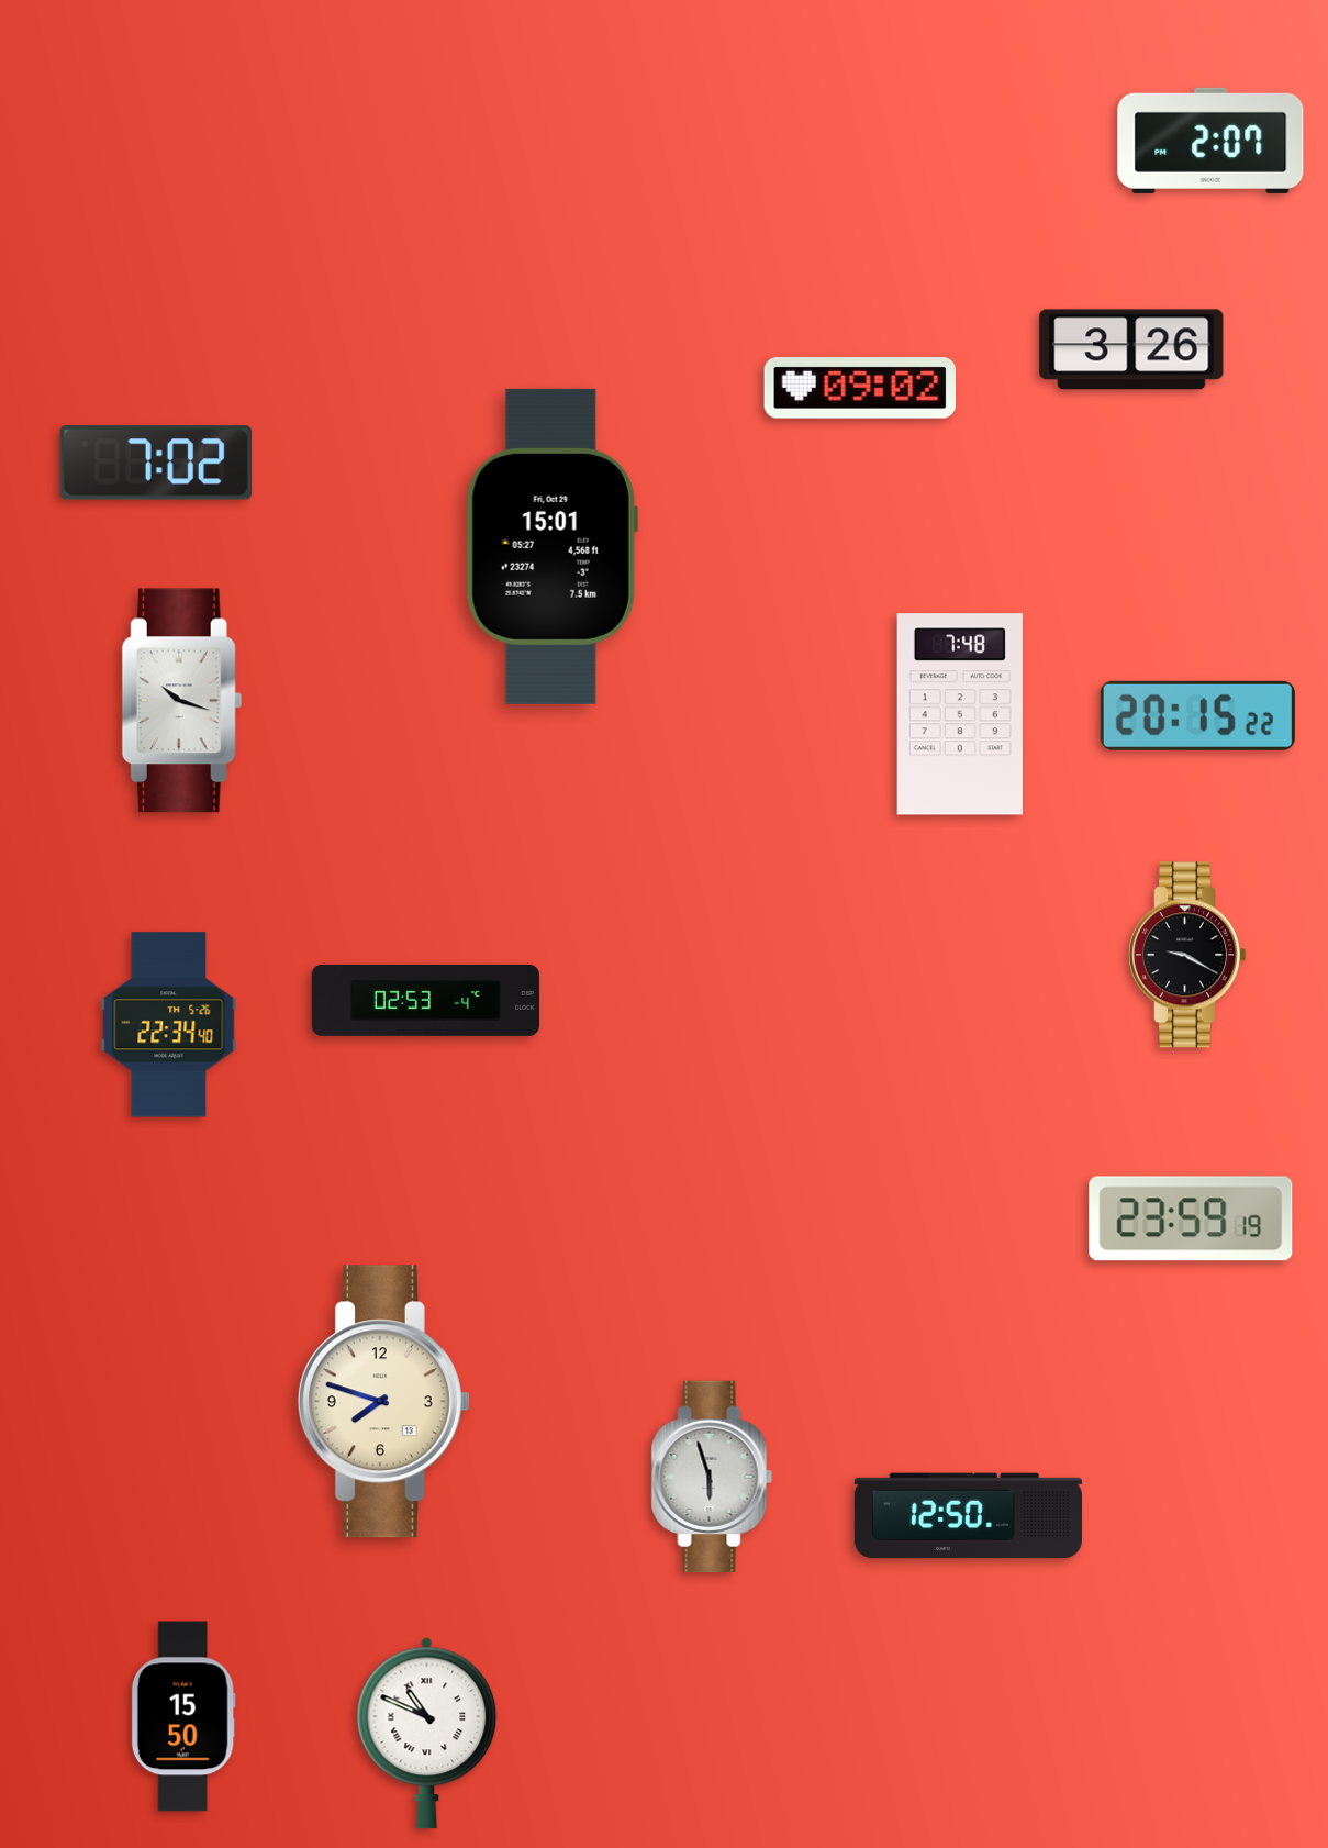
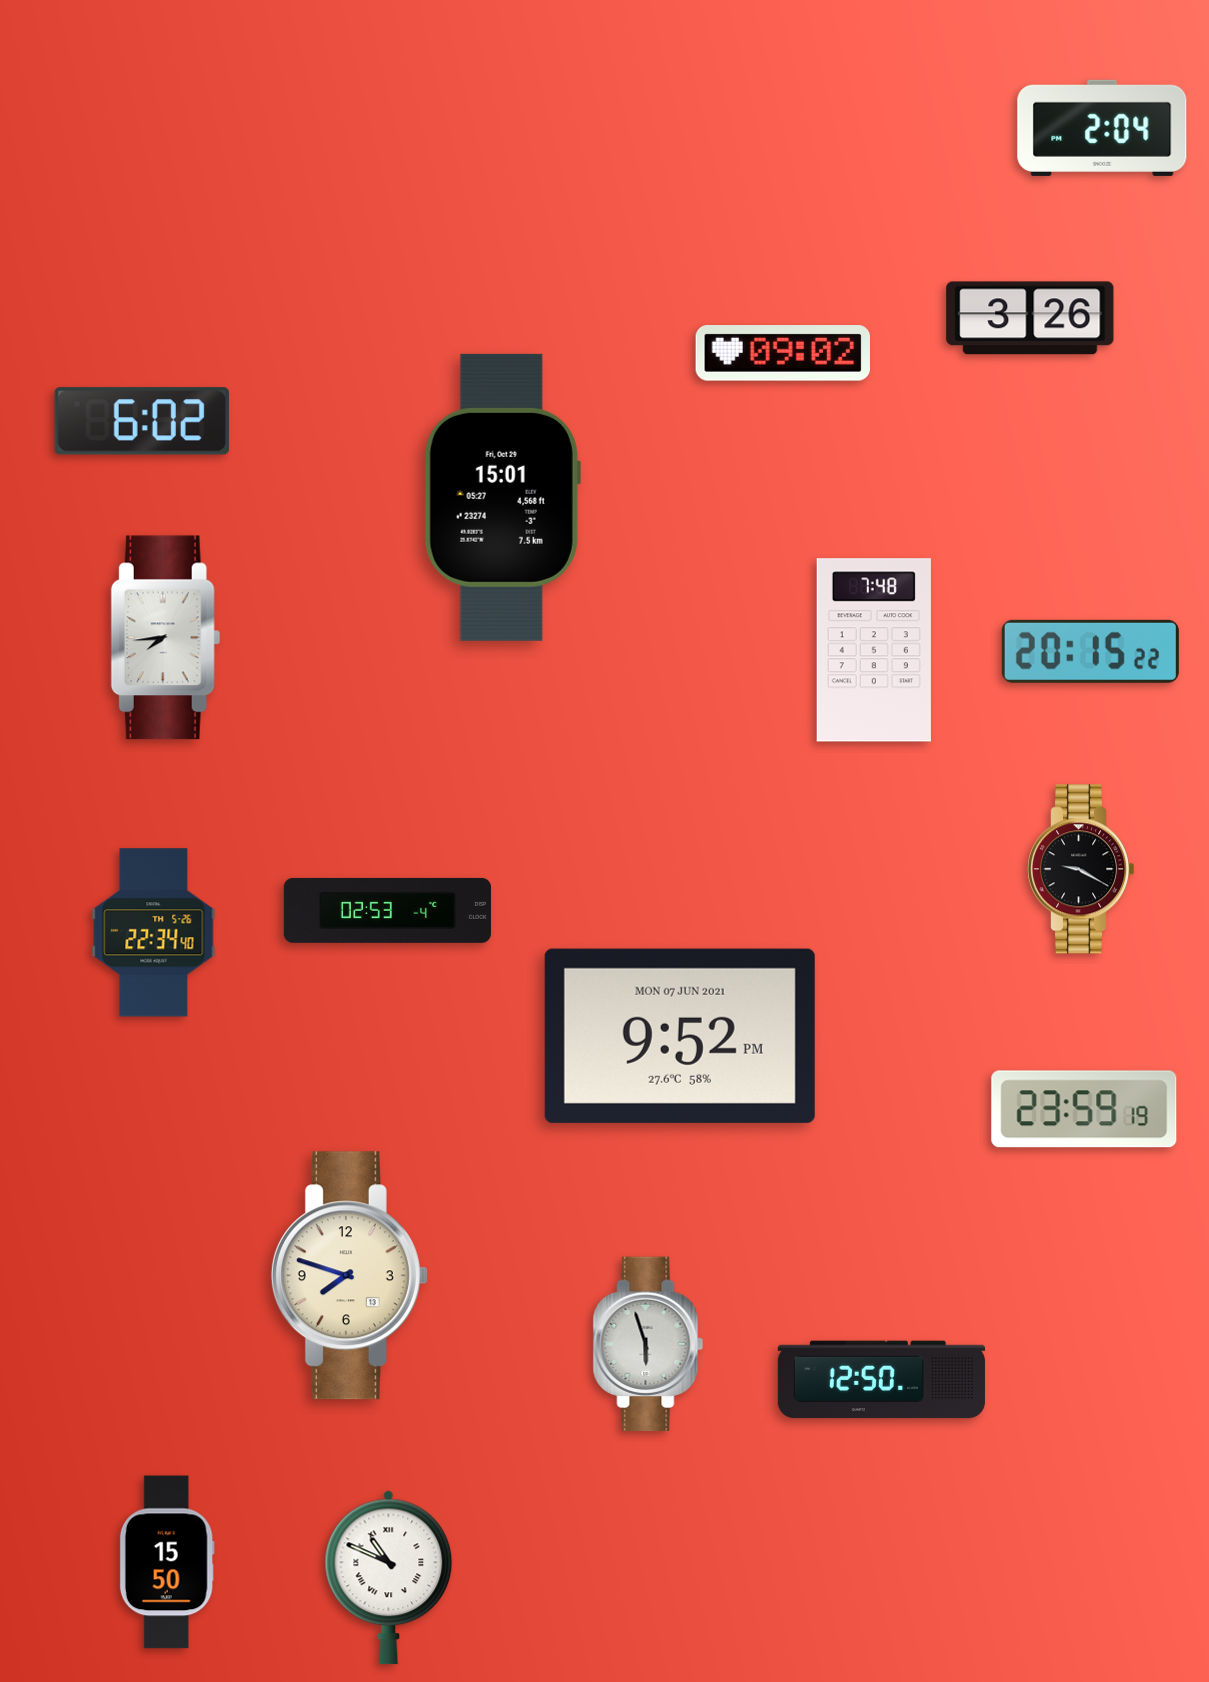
clock at (1210, 141): 2:07 -> 2:04
clock at (155, 463): 7:02 -> 6:02
clock at (181, 701): 10:18 -> 7:44
clock at (680, 1036): none -> 9:52
